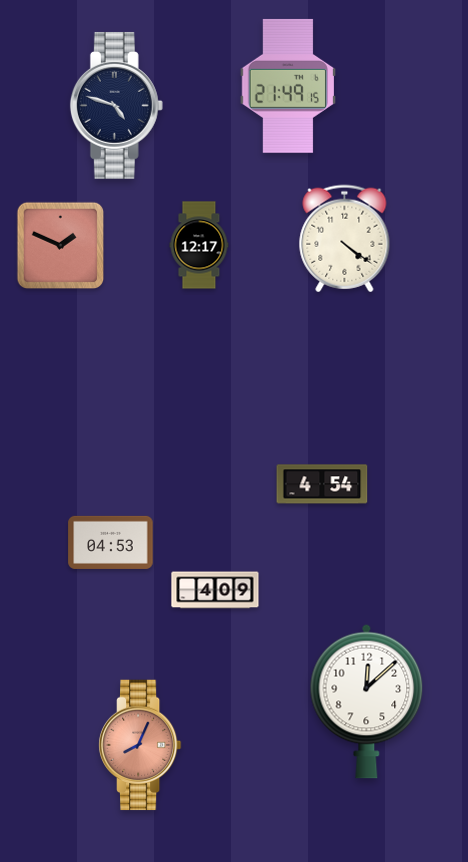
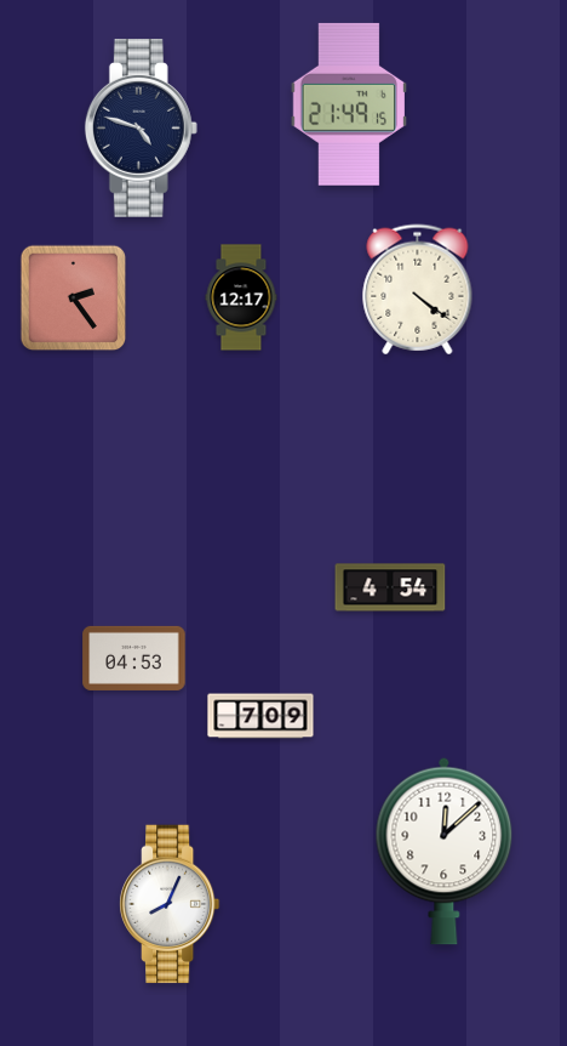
clock at (61, 246): 1:49 -> 2:24
clock at (215, 590): 4:09 -> 7:09
clock at (140, 745) dial: salmon -> white
